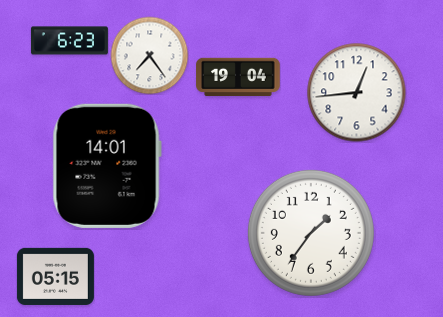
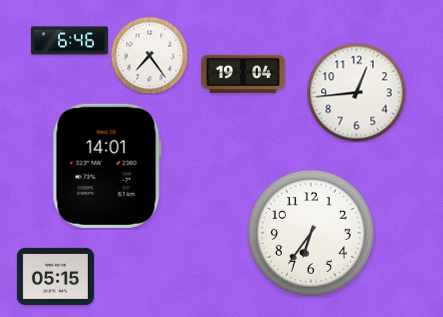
clock at (69, 41): 6:23 -> 6:46
clock at (238, 77) position: (238, 77) -> (243, 74)
clock at (311, 233): 1:36 -> 6:36
